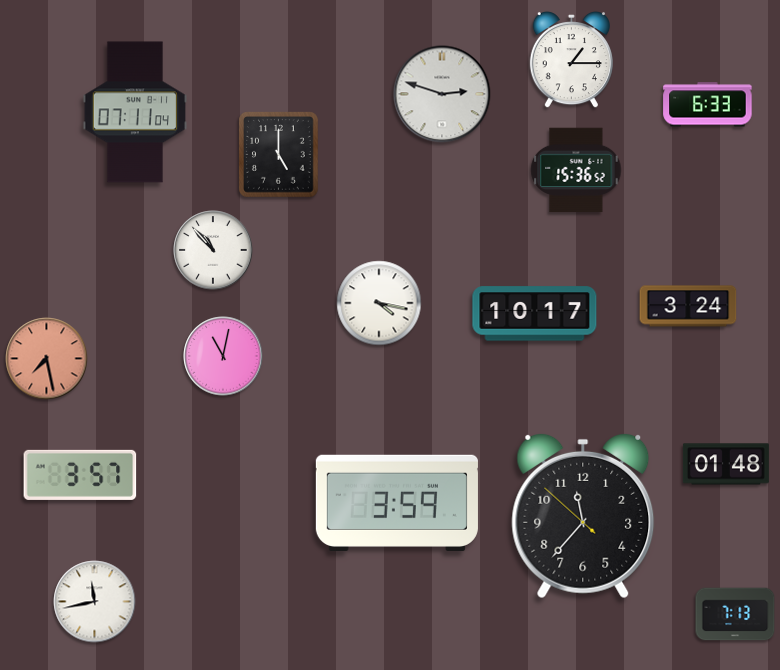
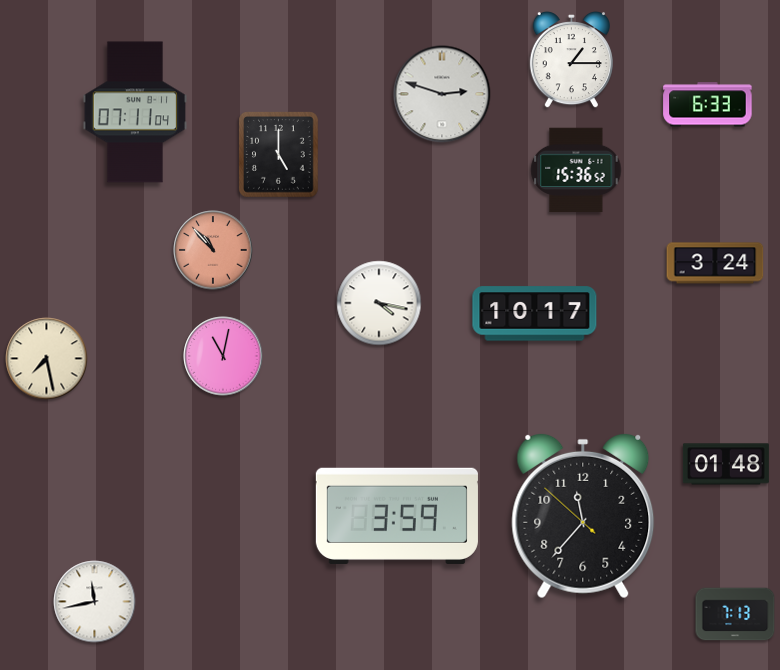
clock at (213, 250) dial: white -> salmon
clock at (688, 306) position: (688, 306) -> (715, 263)
clock at (47, 359) dial: salmon -> cream
clock at (80, 475): 3:57 -> none
clock at (397, 502) position: (397, 502) -> (397, 515)
